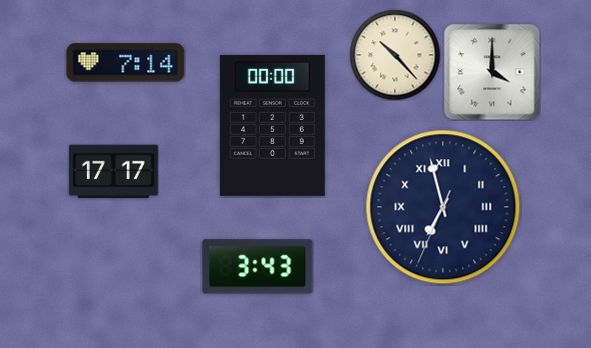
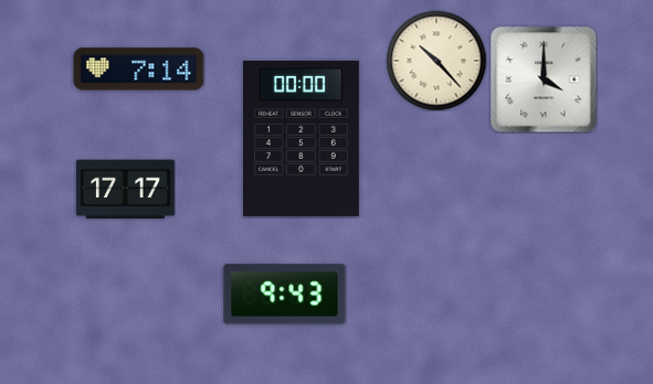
clock at (443, 207): 6:57 -> none
clock at (258, 267): 3:43 -> 9:43
